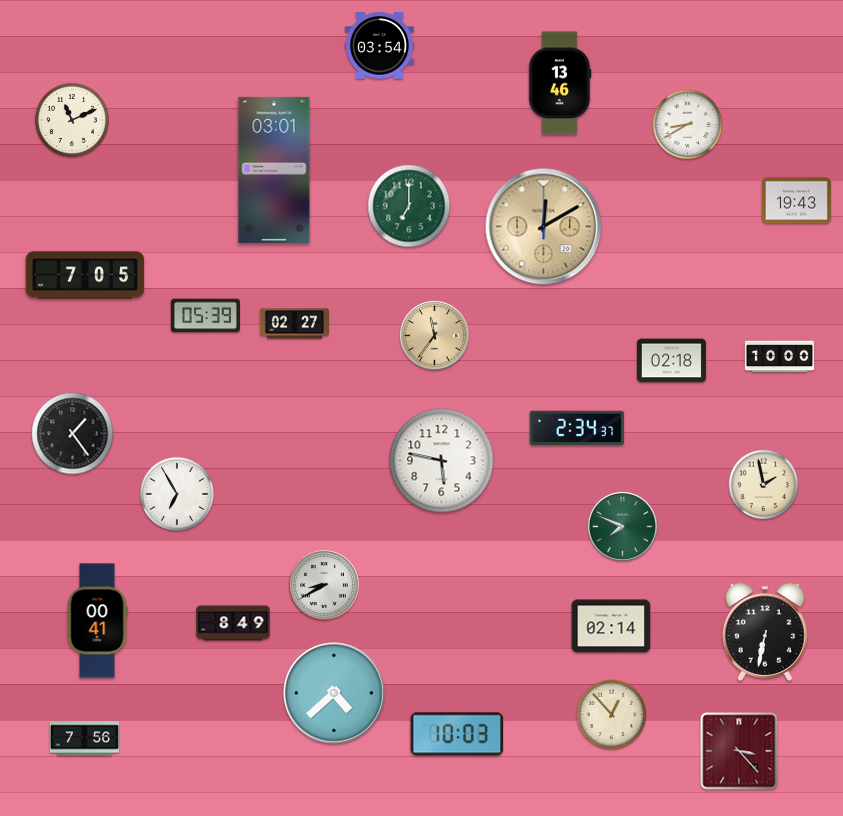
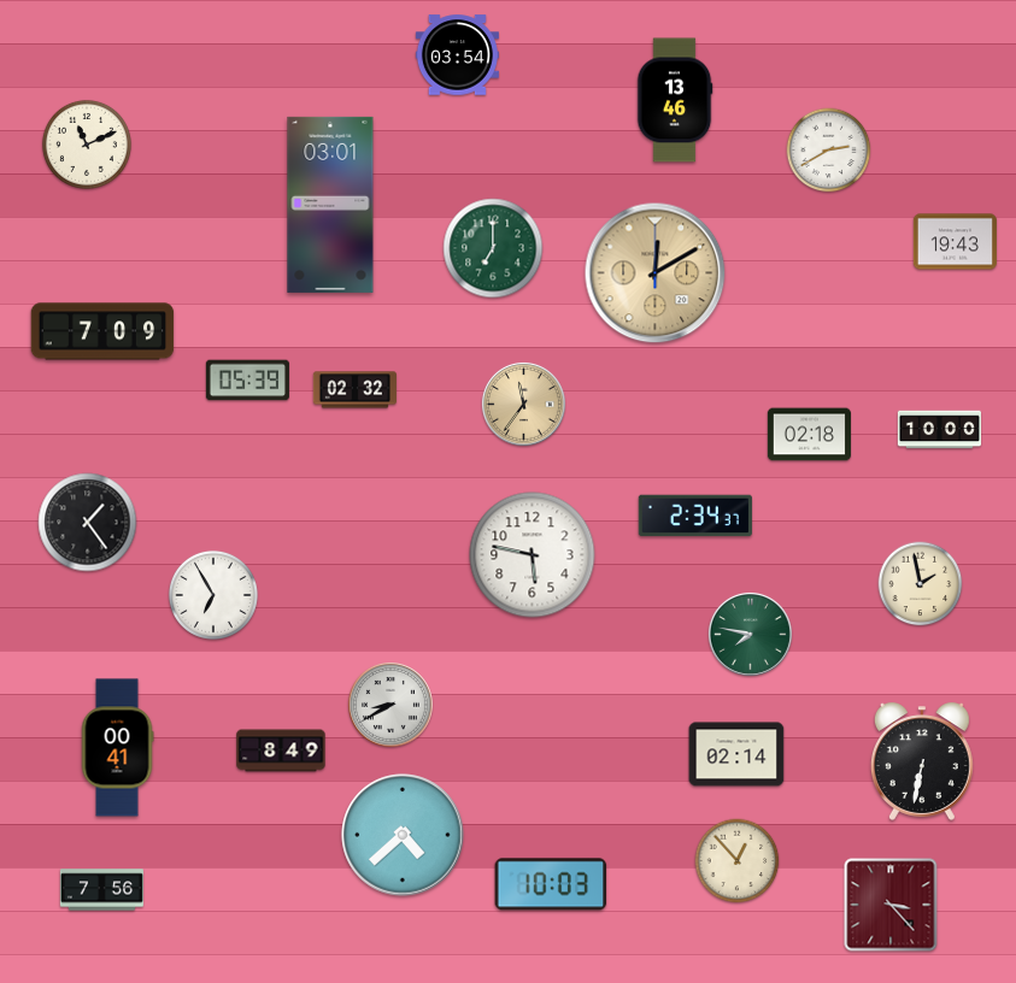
clock at (688, 125): 8:40 -> 2:40
clock at (796, 201) position: (796, 201) -> (955, 242)
clock at (85, 275): 7:05 -> 7:09
clock at (294, 324): 02:27 -> 02:32
clock at (622, 526): 7:49 -> 7:47
